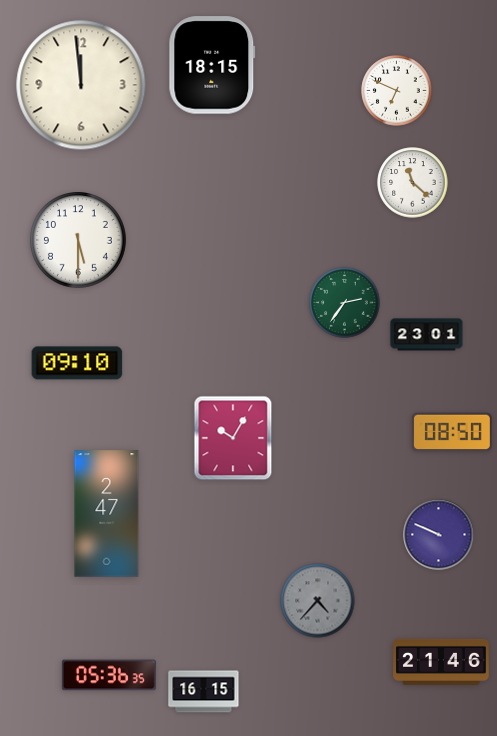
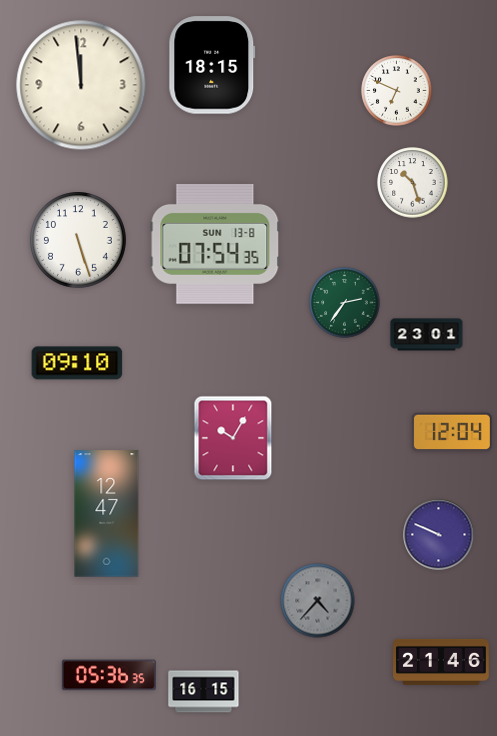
clock at (413, 183): 11:22 -> 10:27
clock at (78, 240): 5:30 -> 5:27
clock at (215, 244): none -> 07:54
clock at (452, 432): 08:50 -> 12:04
clock at (107, 514): 2:47 -> 12:47
